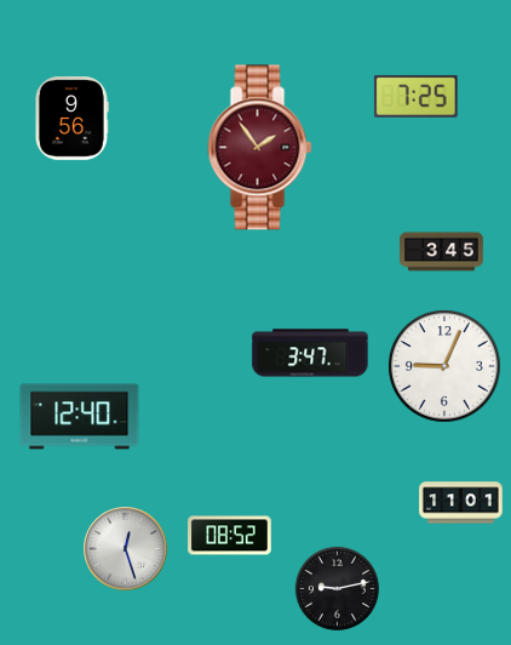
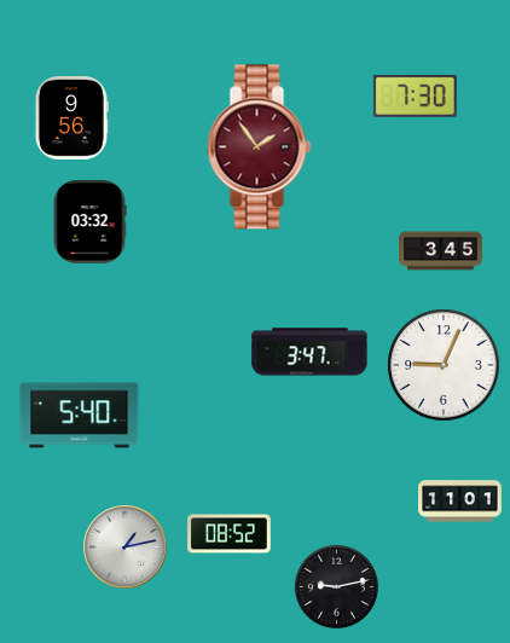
clock at (415, 96): 7:25 -> 7:30
clock at (89, 222): none -> 03:32
clock at (80, 417): 12:40 -> 5:40
clock at (126, 549): 12:27 -> 1:13
